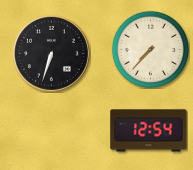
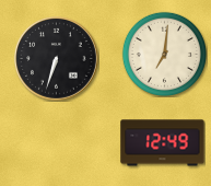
clock at (150, 49): 7:37 -> 7:01
clock at (149, 131): 12:54 -> 12:49
